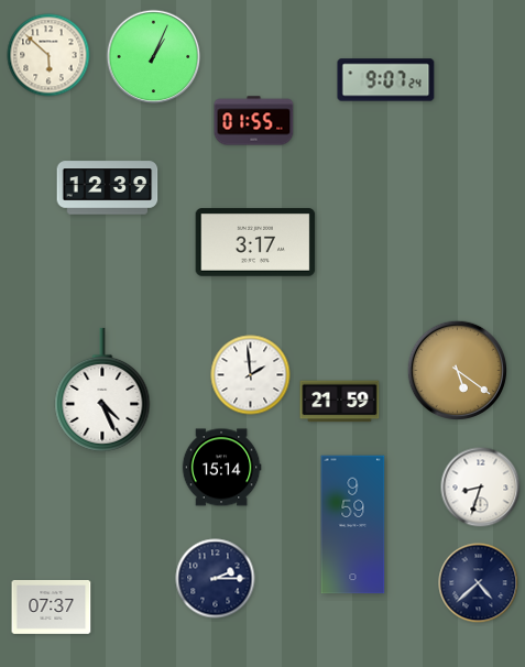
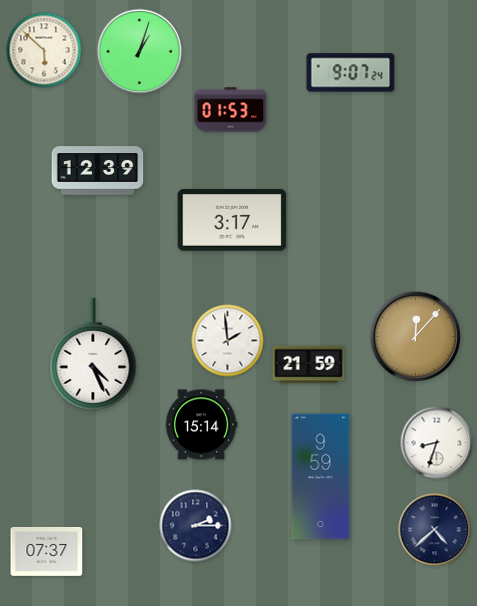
clock at (154, 57): 1:04 -> 1:03
clock at (254, 121): 01:55 -> 01:53
clock at (457, 370): 5:21 -> 12:07
